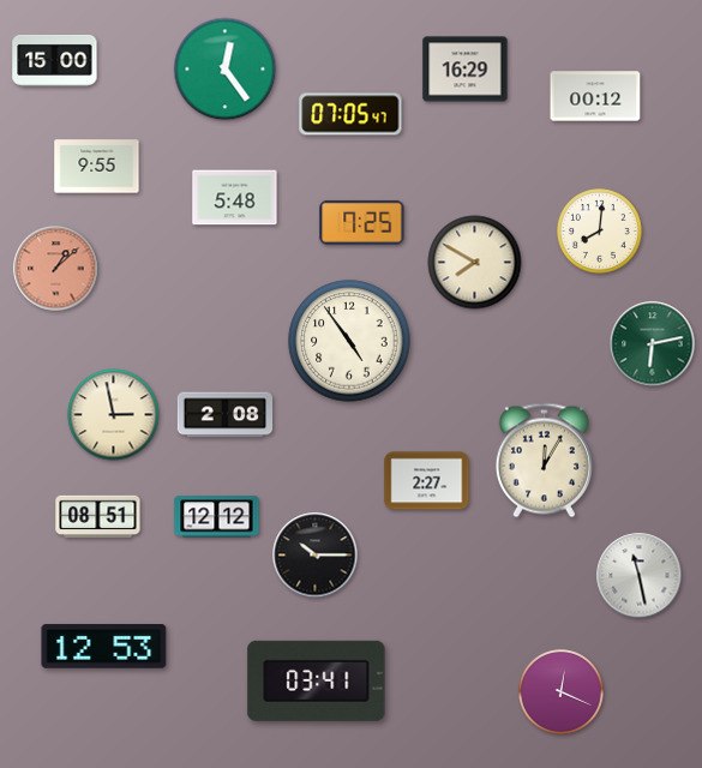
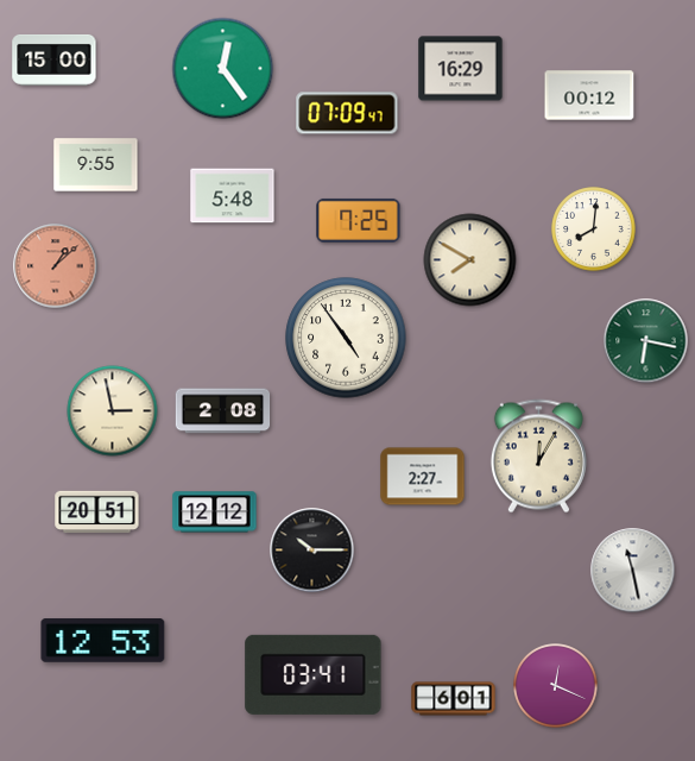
clock at (350, 114): 07:05 -> 07:09
clock at (653, 344): 6:13 -> 6:17
clock at (98, 517): 08:51 -> 20:51
clock at (454, 699): none -> 6:01
